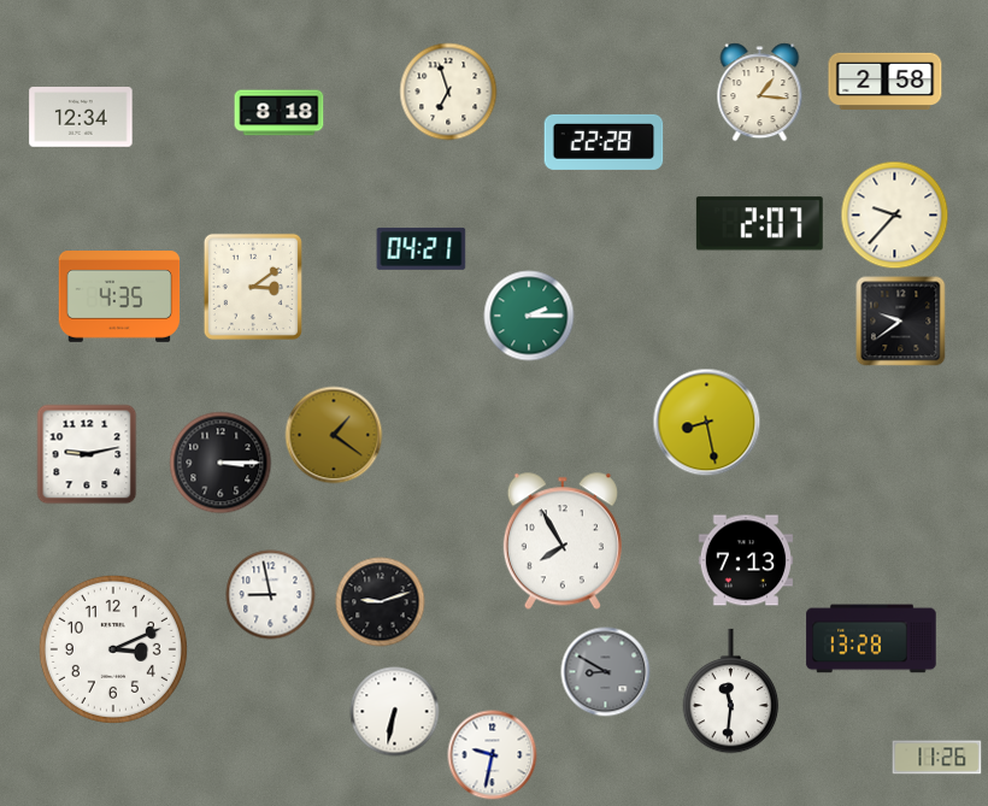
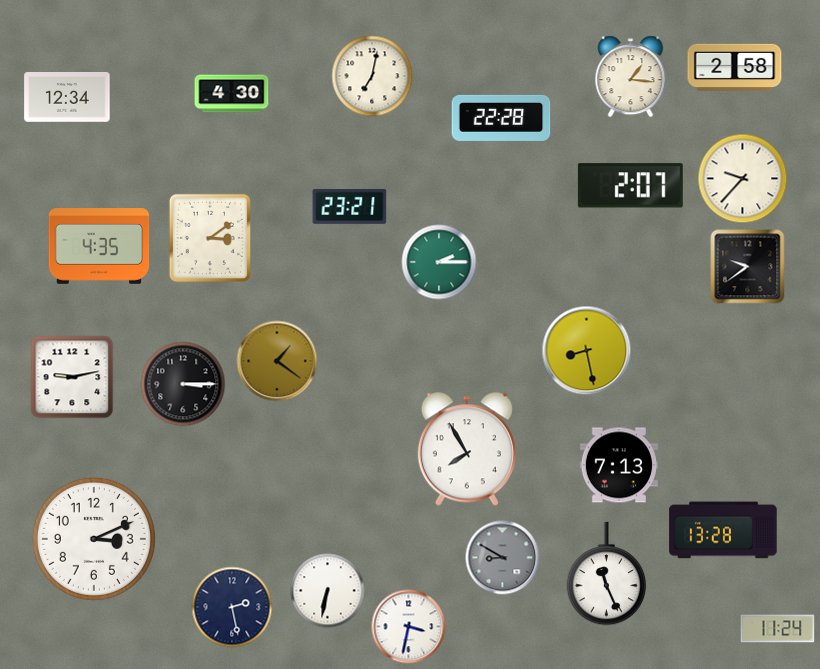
clock at (448, 92): 6:57 -> 7:02
clock at (280, 113): 8:18 -> 4:30
clock at (422, 248): 04:21 -> 23:21
clock at (271, 595): 8:58 -> none
clock at (381, 602): 9:12 -> none
clock at (731, 692): 11:31 -> 11:26
clock at (232, 607): none -> 2:28
clock at (493, 755): 9:32 -> 3:32
clock at (937, 758): 11:26 -> 11:24
